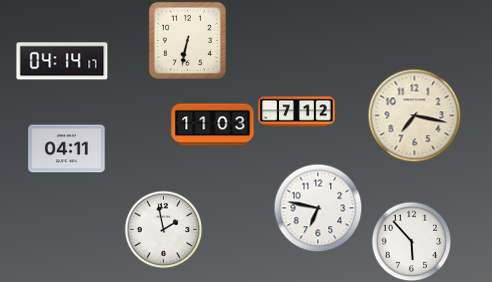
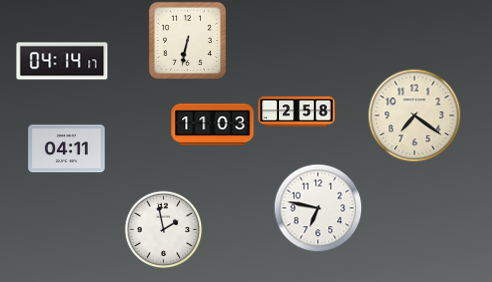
clock at (297, 112): 7:12 -> 2:58
clock at (414, 115): 7:17 -> 7:21
clock at (411, 241): 5:53 -> none
